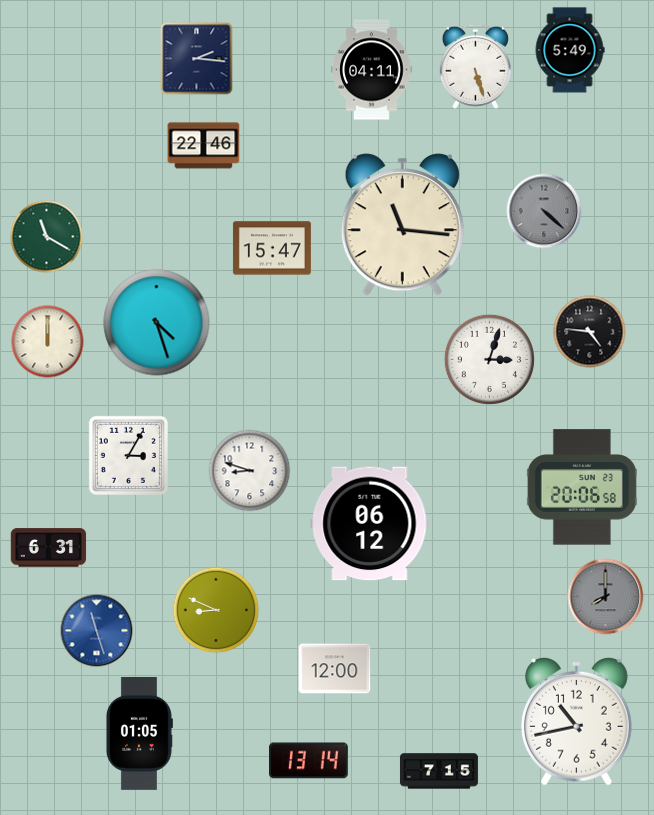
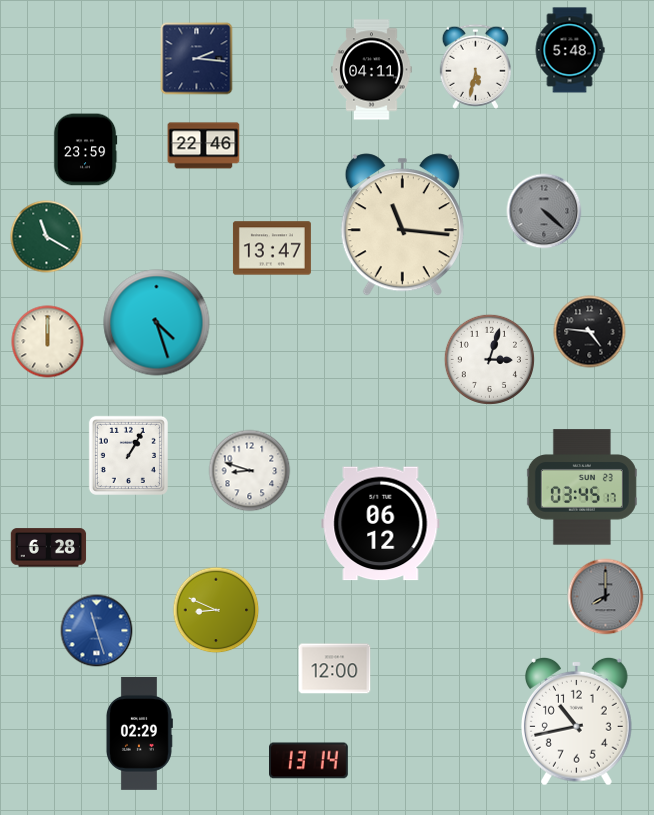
clock at (570, 50): 5:49 -> 5:48
clock at (475, 66): 5:27 -> 5:32
clock at (85, 150): none -> 23:59
clock at (272, 248): 15:47 -> 13:47
clock at (128, 455): 3:05 -> 1:05
clock at (582, 487): 20:06 -> 03:45
clock at (370, 524) position: (370, 524) -> (381, 524)
clock at (49, 548): 6:31 -> 6:28
clock at (139, 733): 01:05 -> 02:29
clock at (439, 771): 7:15 -> none
